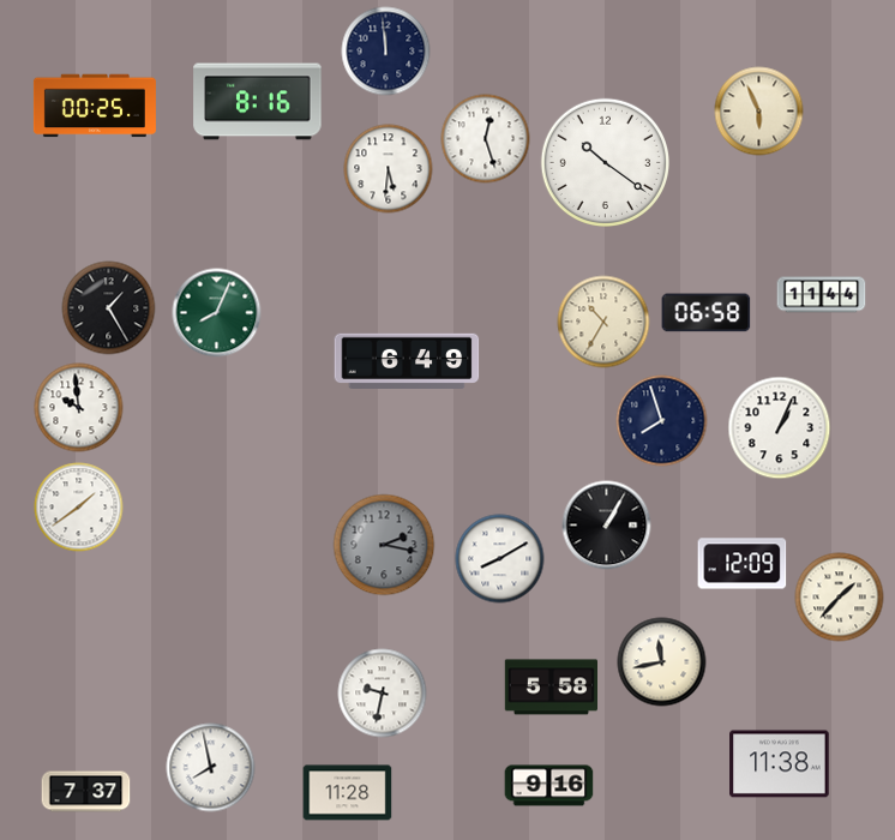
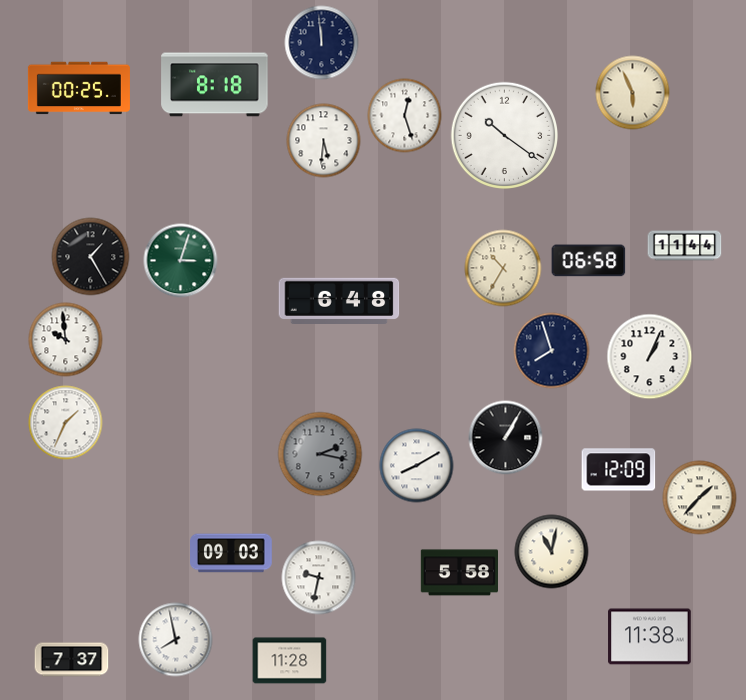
clock at (258, 102): 8:16 -> 8:18
clock at (217, 313): 8:04 -> 3:03
clock at (407, 360): 6:49 -> 6:48
clock at (79, 508): 1:39 -> 1:34
clock at (662, 662): 11:43 -> 11:02
clock at (231, 553): none -> 09:03
clock at (549, 786): 9:16 -> none
